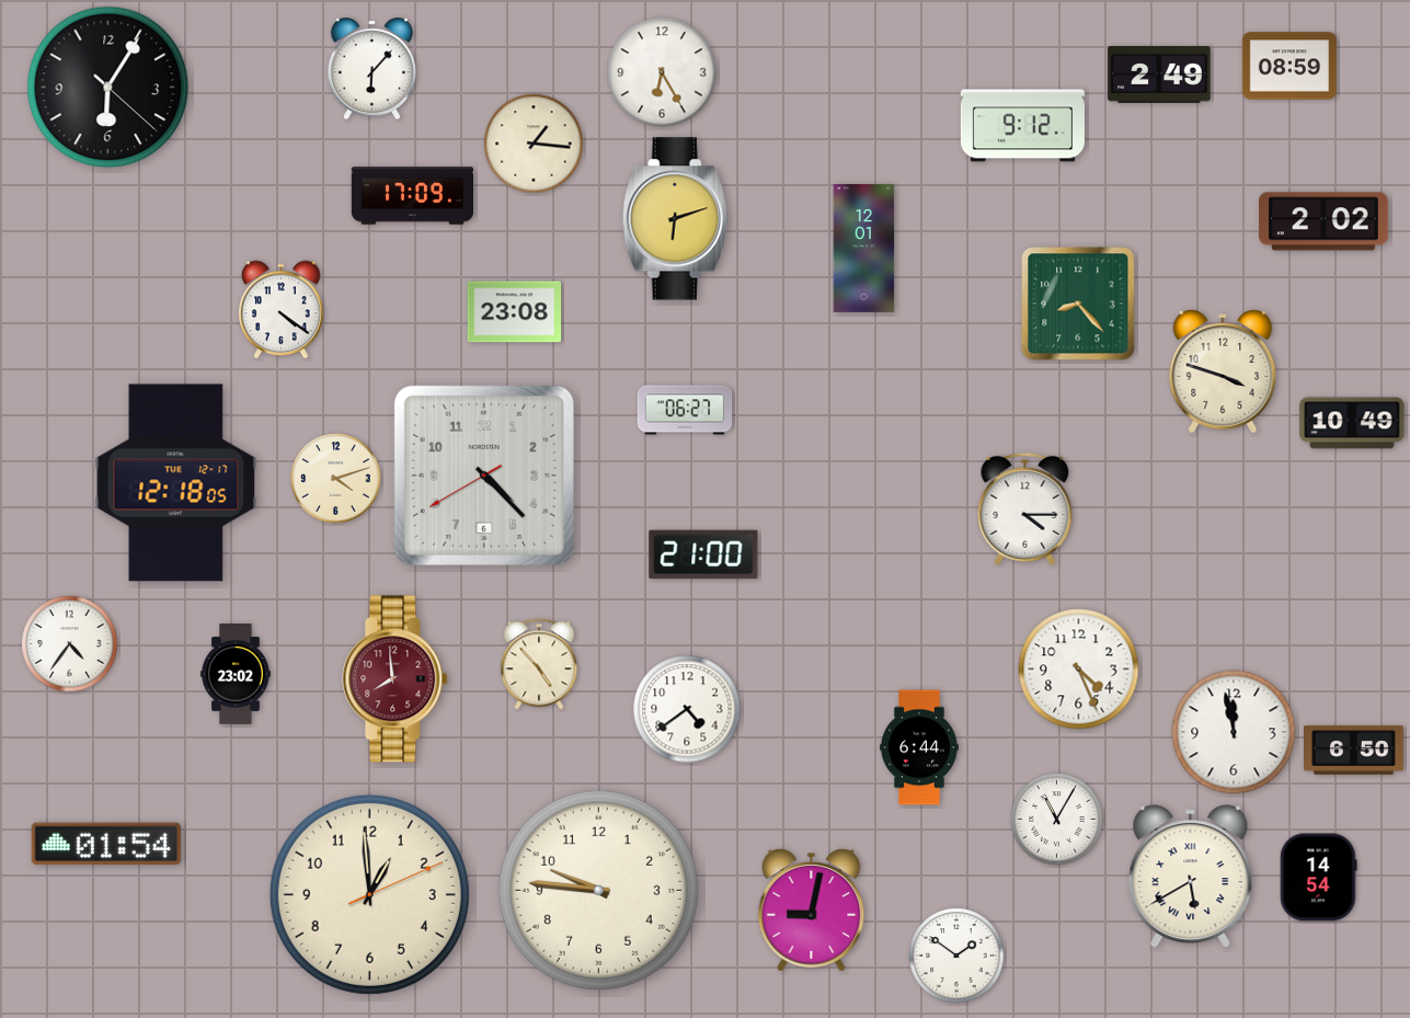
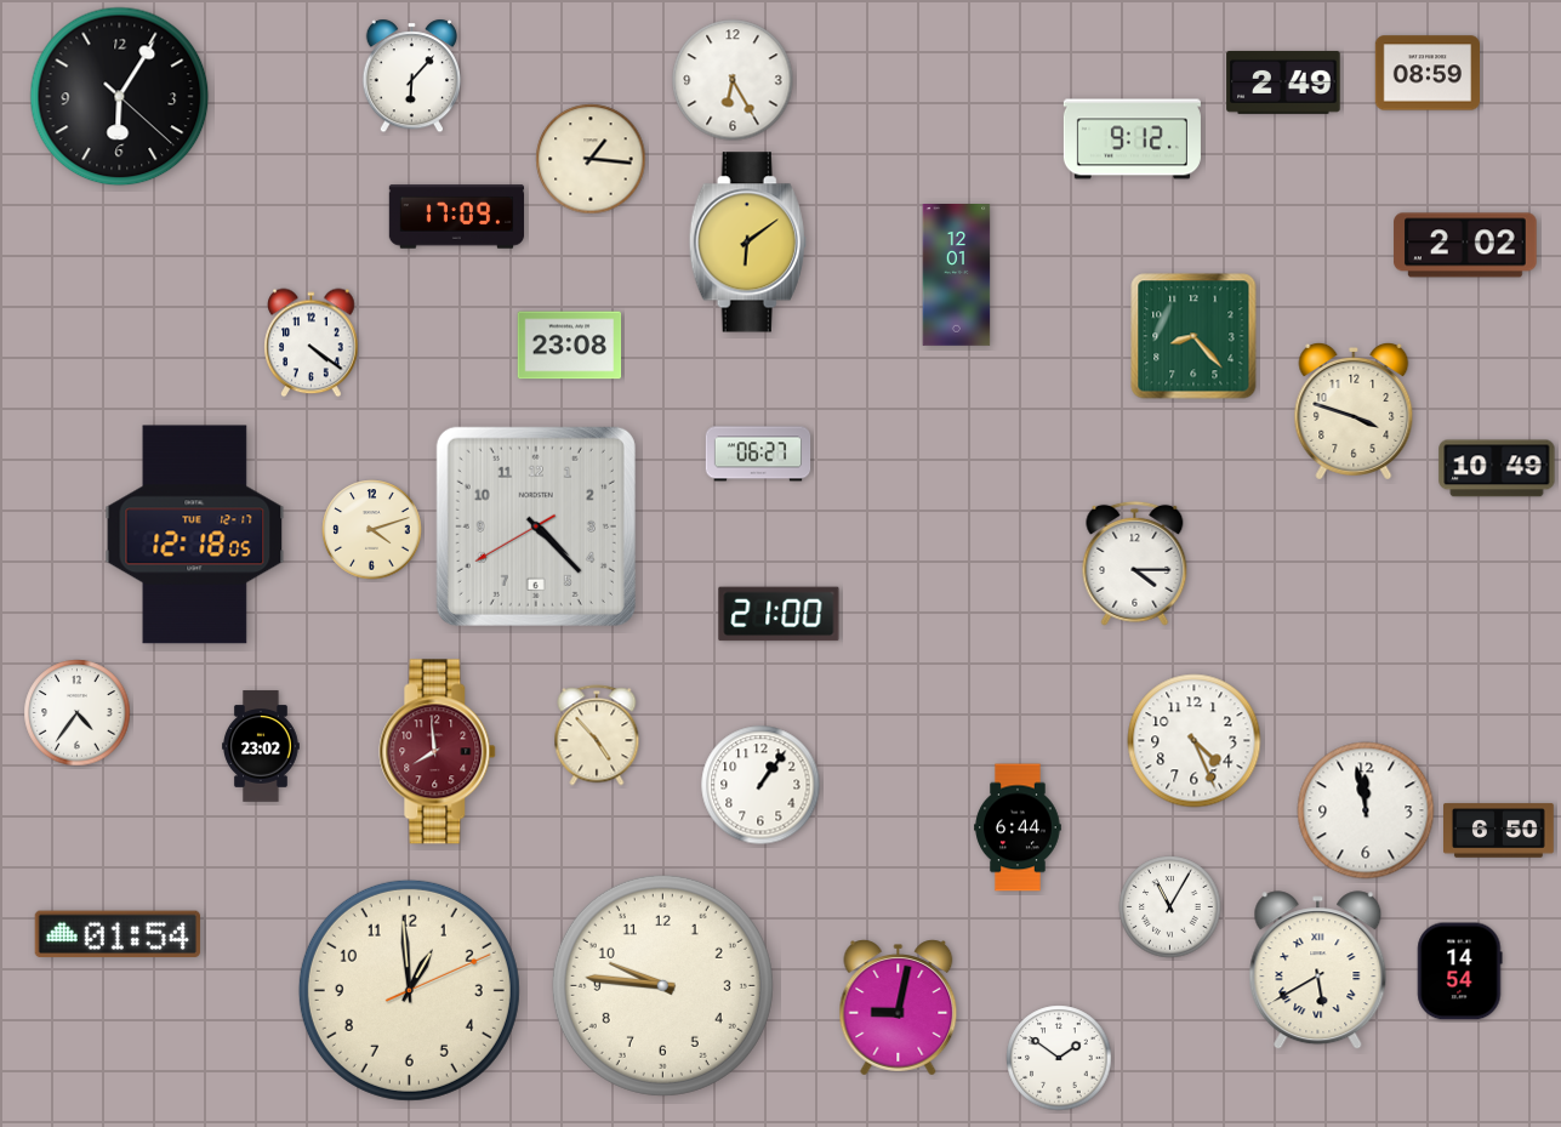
clock at (675, 219): 6:12 -> 6:09
clock at (687, 709): 4:39 -> 1:06
